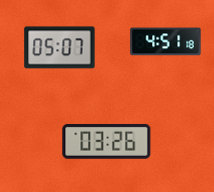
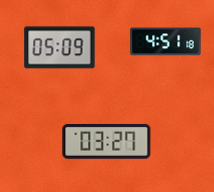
clock at (60, 48): 05:07 -> 05:09
clock at (107, 141): 03:26 -> 03:27
